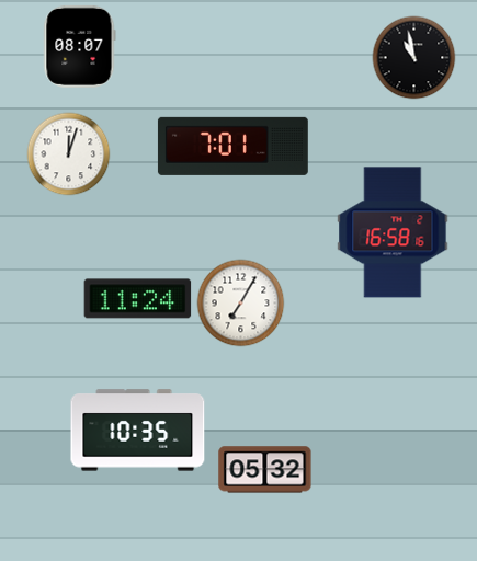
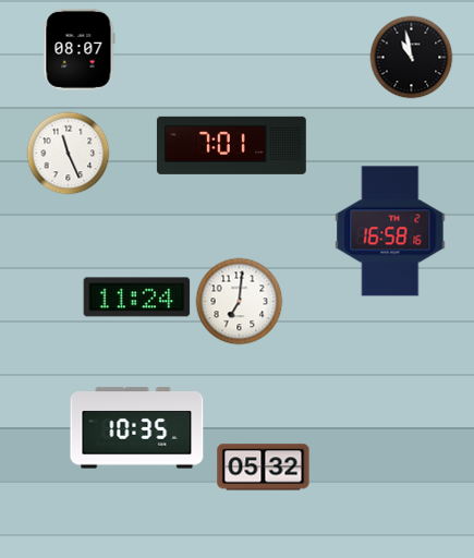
clock at (80, 46) position: (80, 46) -> (80, 49)
clock at (69, 154): 12:03 -> 11:26
clock at (241, 304): 7:05 -> 7:01
